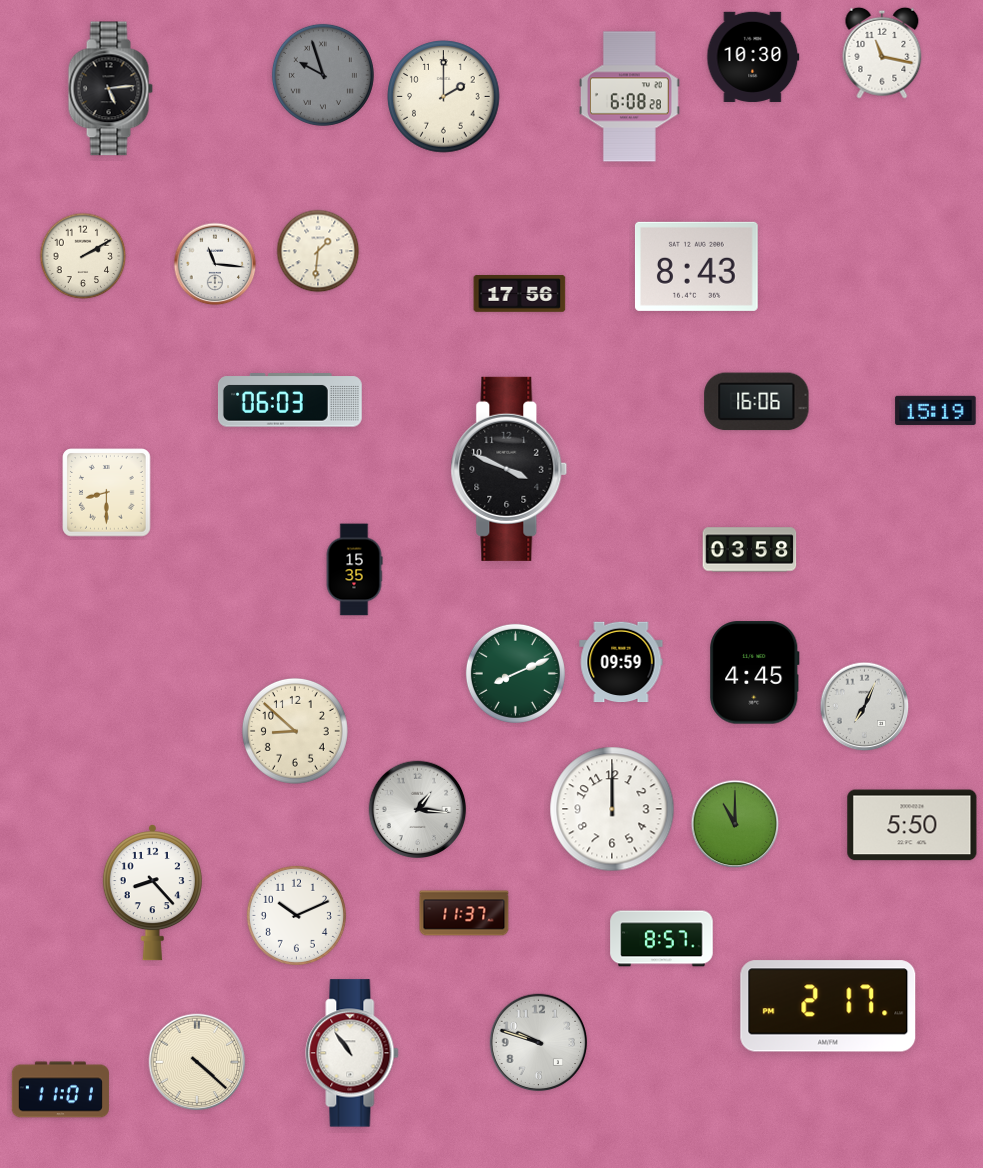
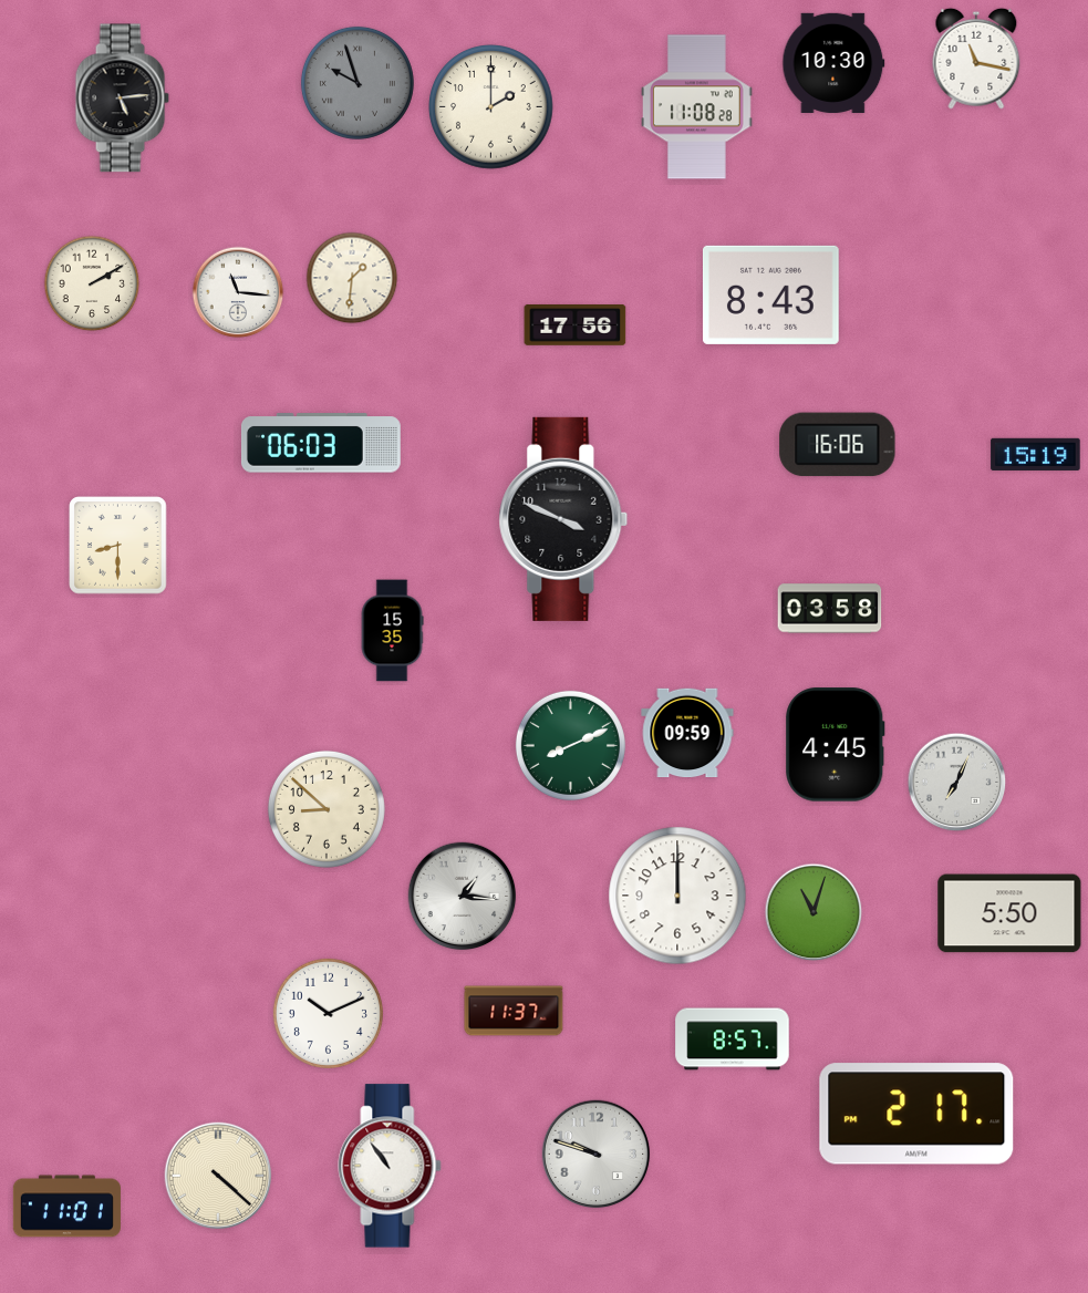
clock at (629, 97): 6:08 -> 11:08
clock at (735, 824): 11:00 -> 11:03
clock at (152, 892): 8:23 -> none
